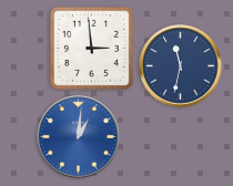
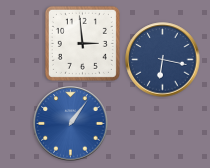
clock at (181, 66): 11:32 -> 6:17
clock at (79, 137): 1:01 -> 1:06
